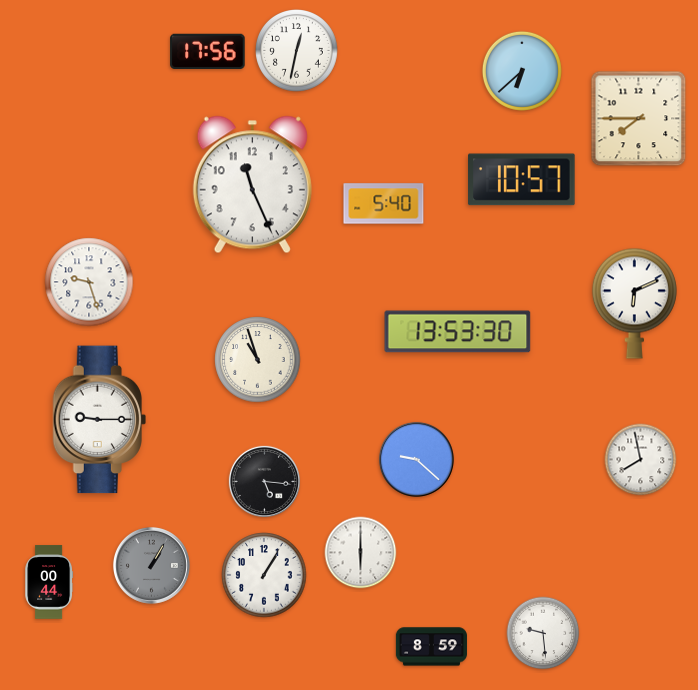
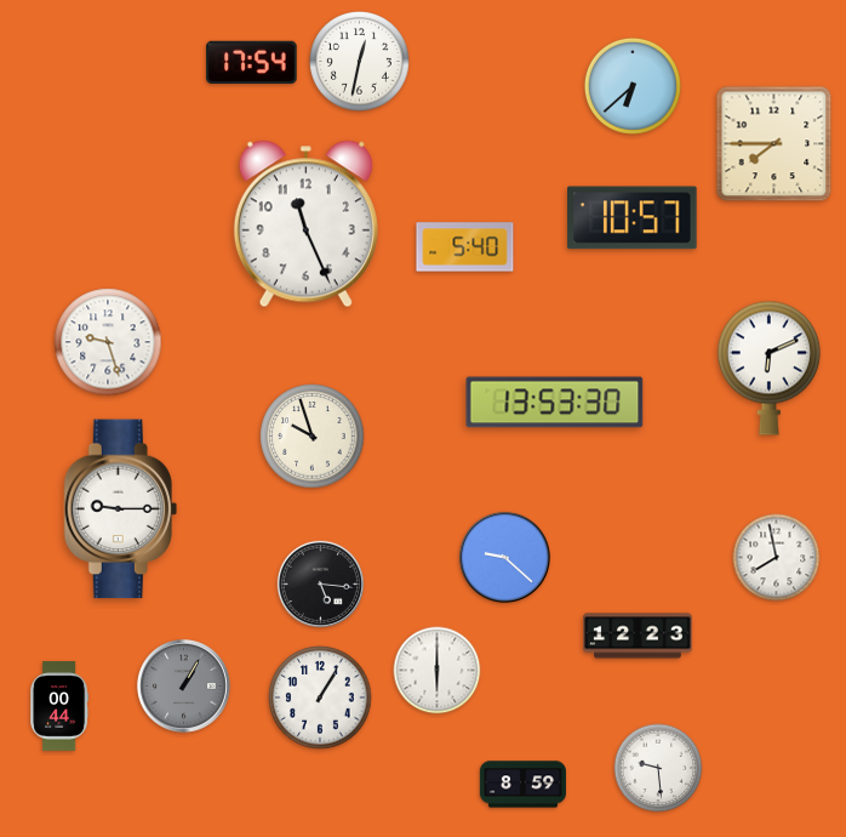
clock at (208, 51): 17:56 -> 17:54
clock at (258, 360): 10:57 -> 9:57
clock at (638, 636): none -> 12:23
